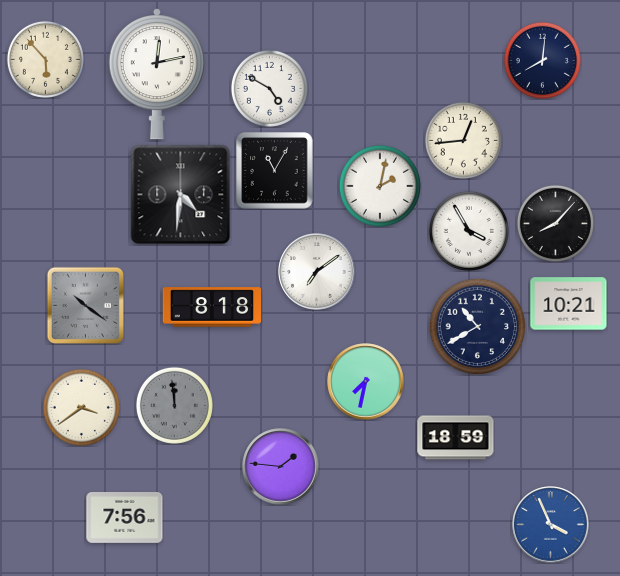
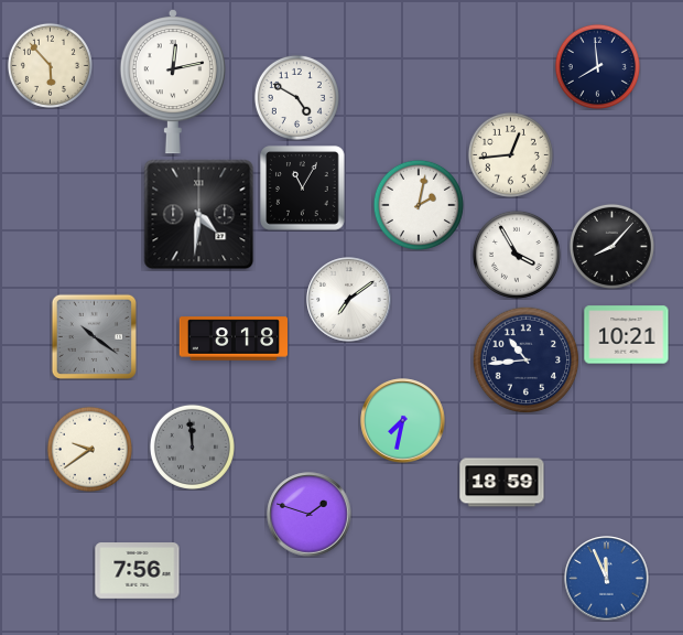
clock at (542, 60): 8:01 -> 7:59
clock at (477, 326): 10:40 -> 10:44
clock at (81, 407): 3:39 -> 9:39
clock at (281, 467): 1:46 -> 1:48
clock at (551, 525): 3:56 -> 11:56
